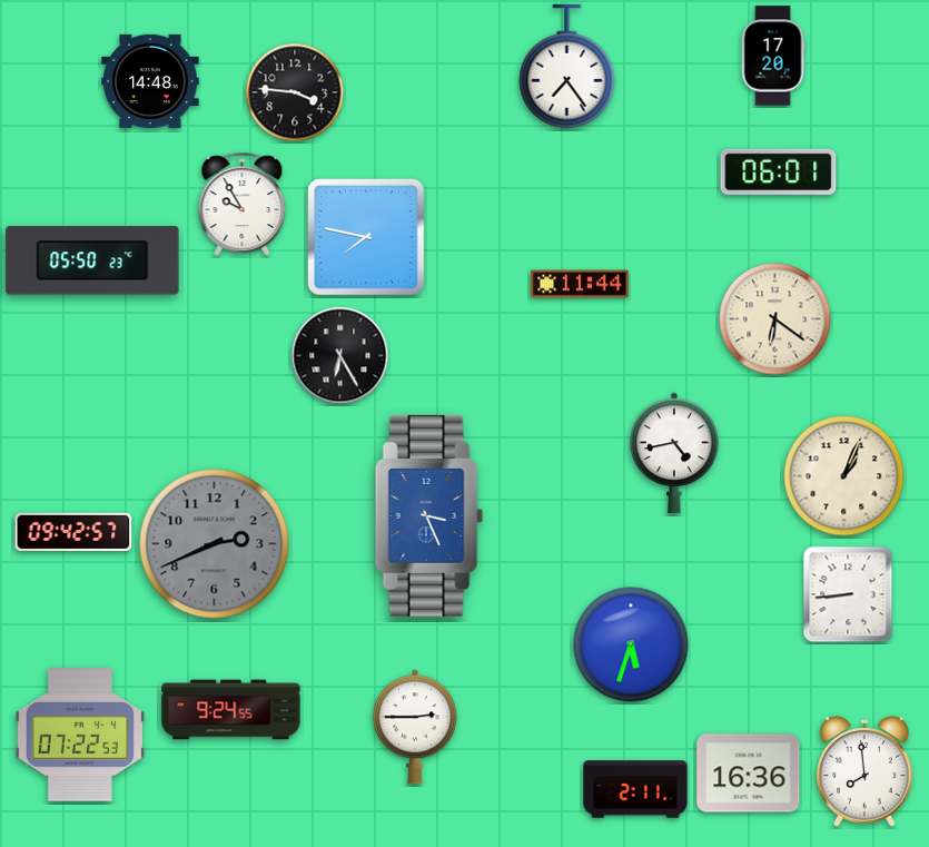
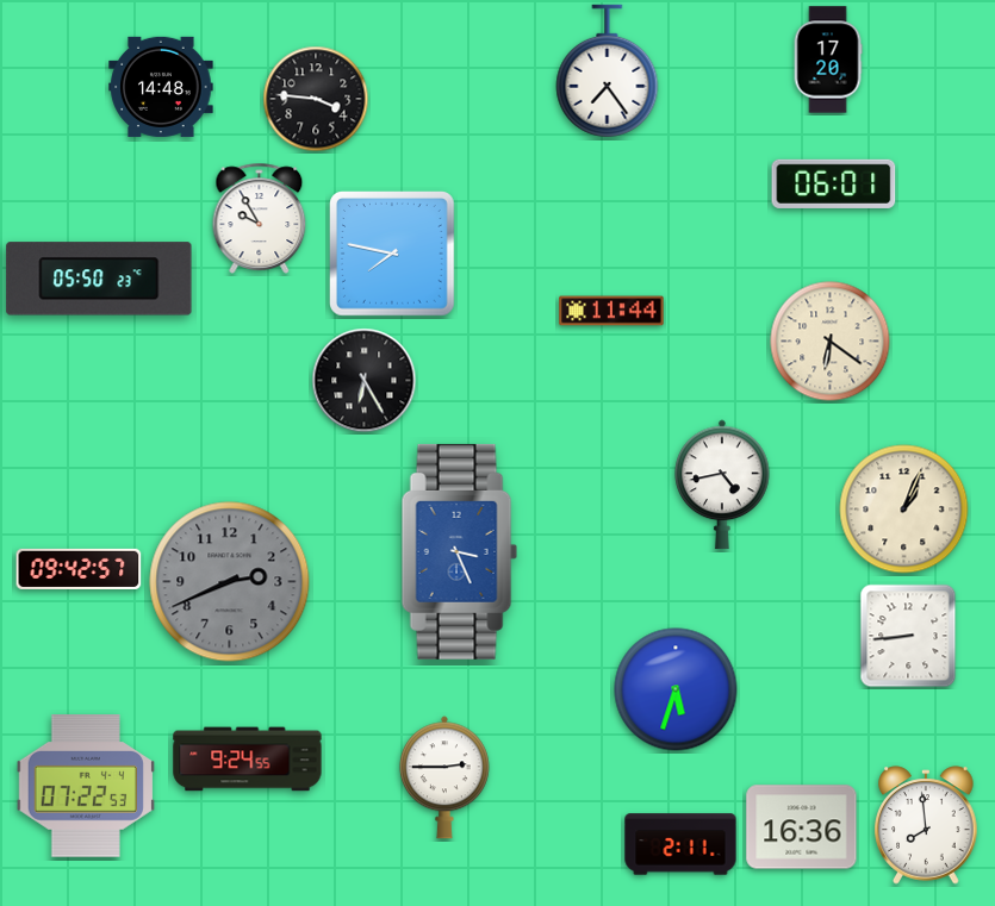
clock at (580, 284) position: (580, 284) -> (611, 311)
